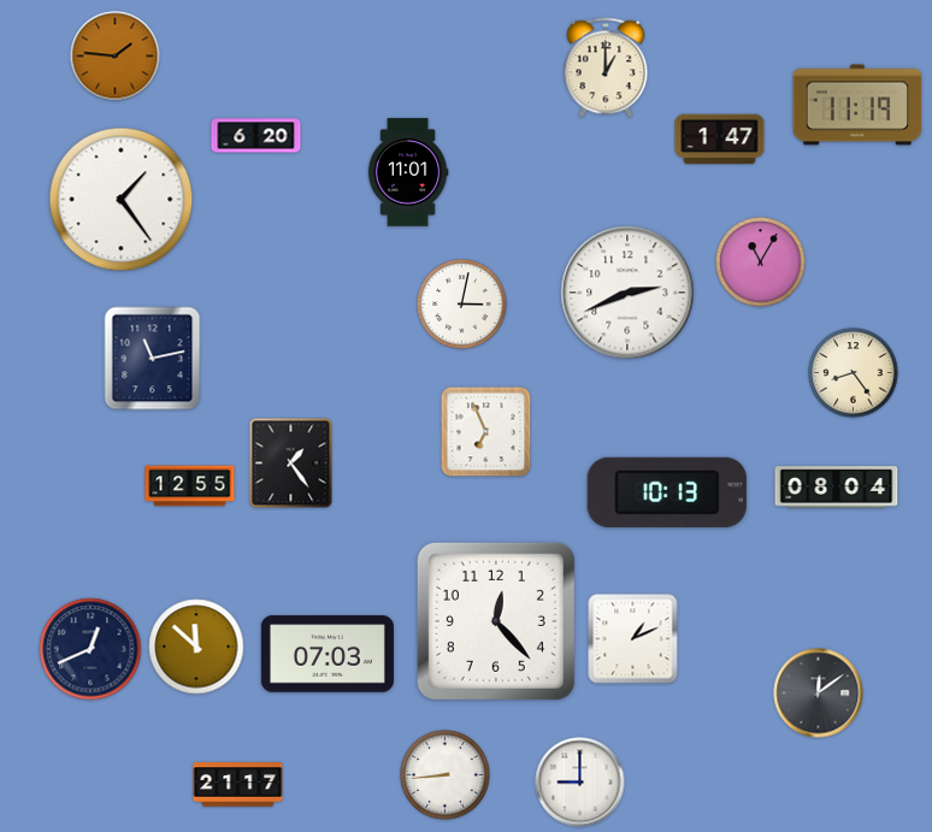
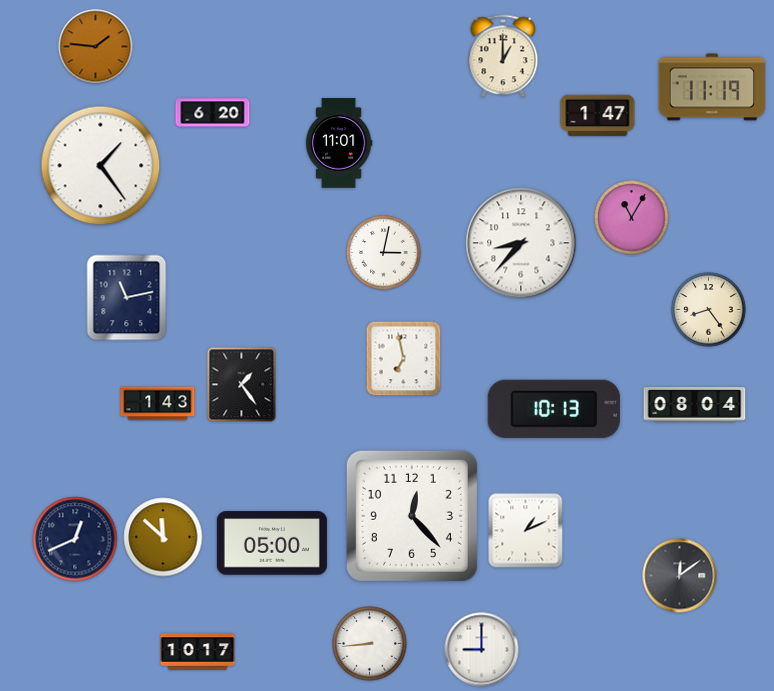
clock at (627, 293): 2:41 -> 8:37
clock at (486, 432): 6:56 -> 6:58
clock at (190, 486): 12:55 -> 1:43
clock at (328, 654): 07:03 -> 05:00
clock at (238, 785): 21:17 -> 10:17
